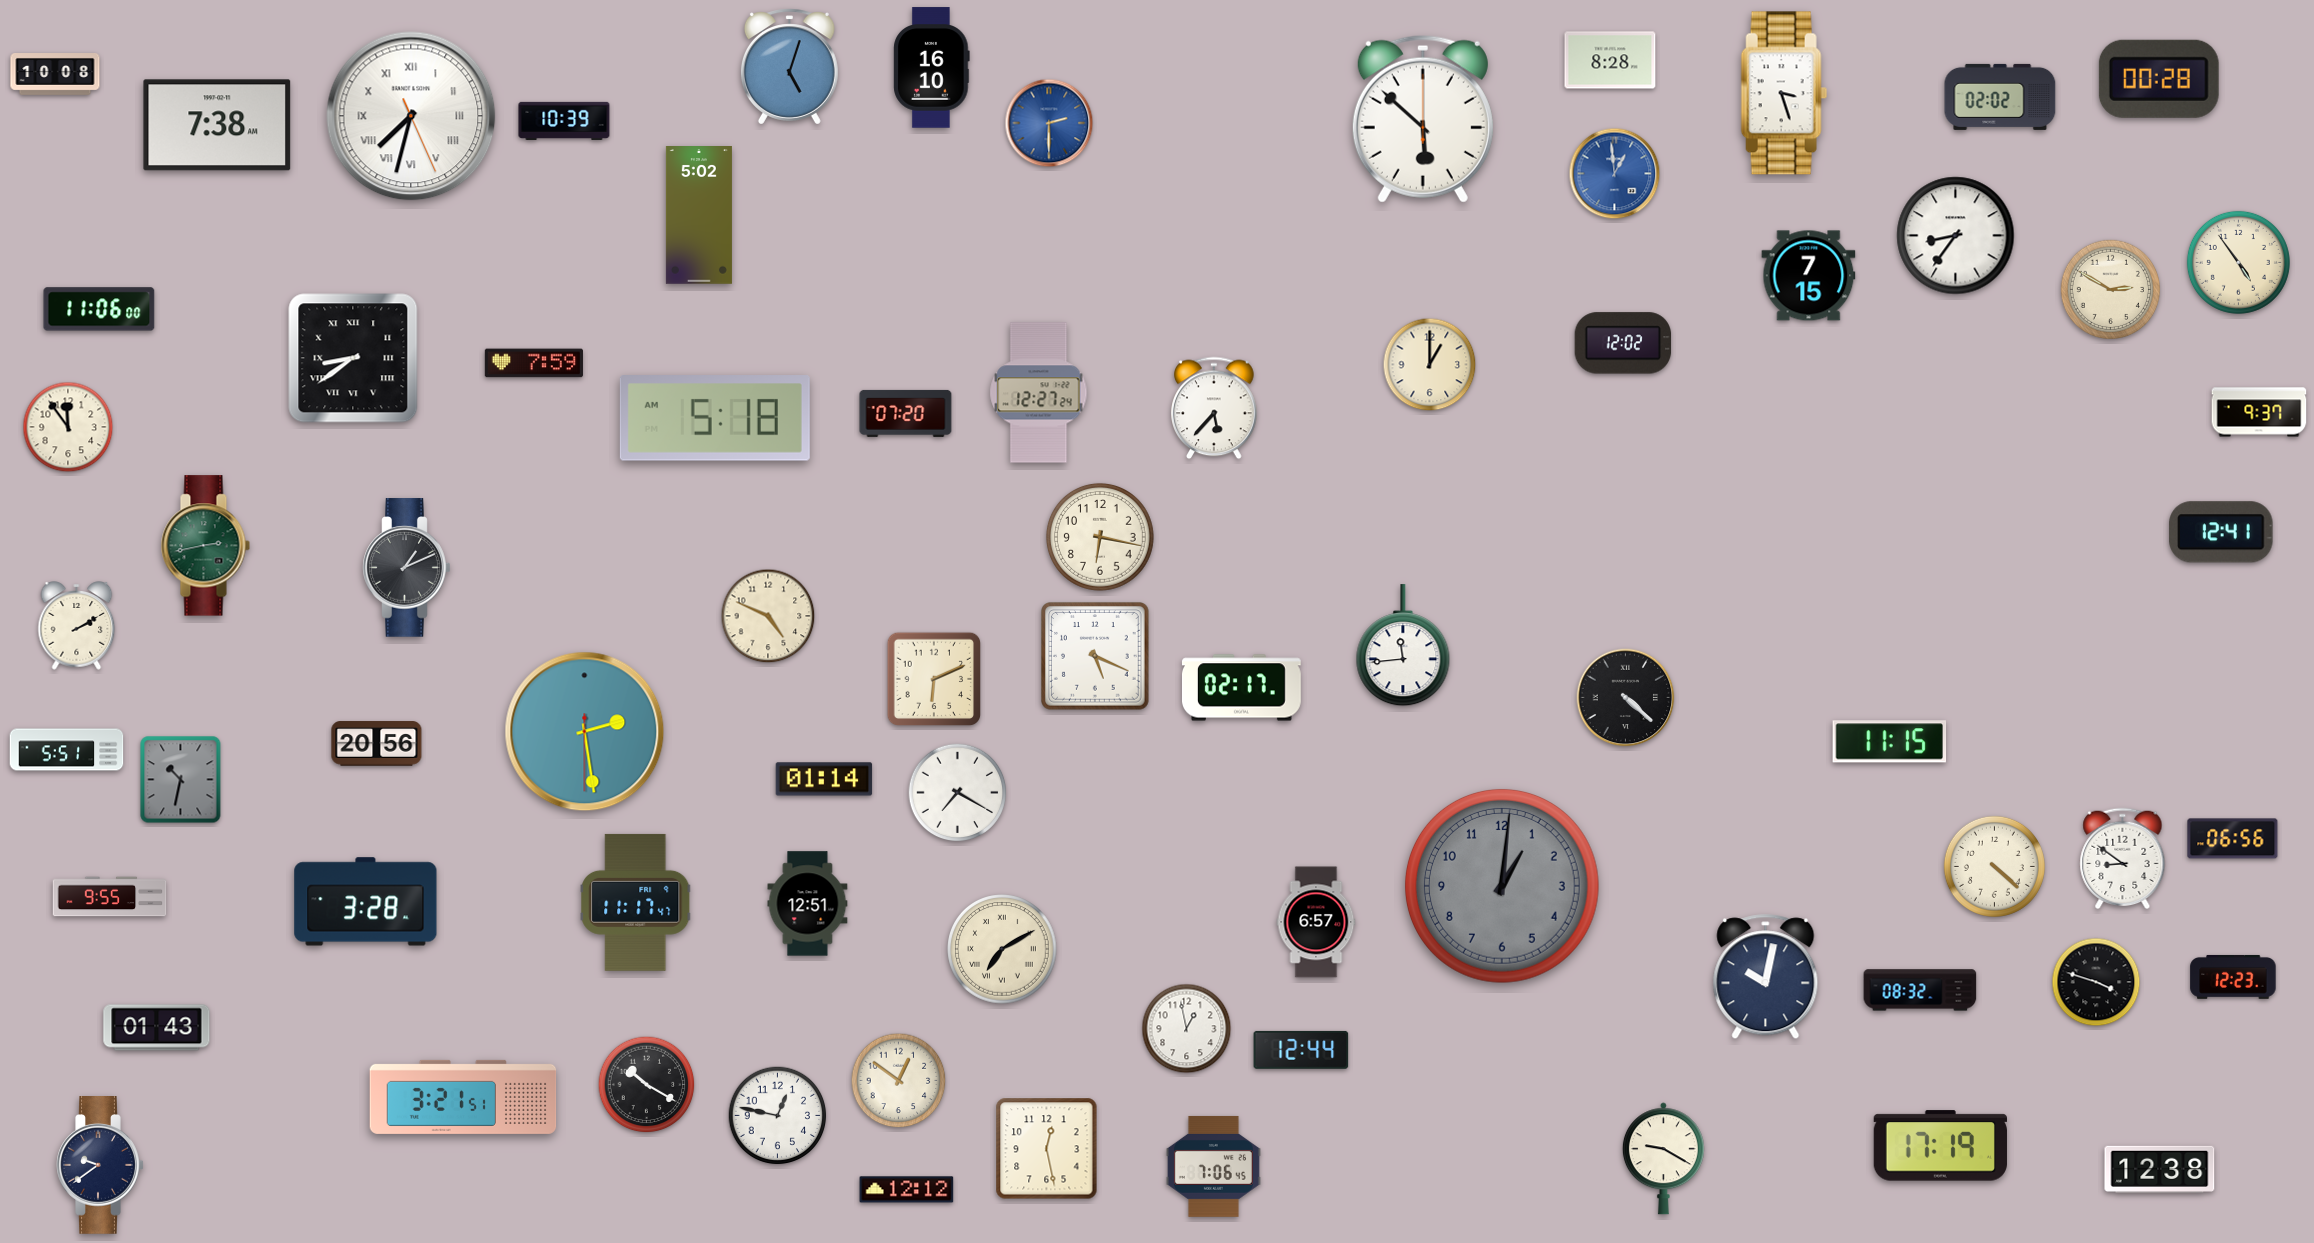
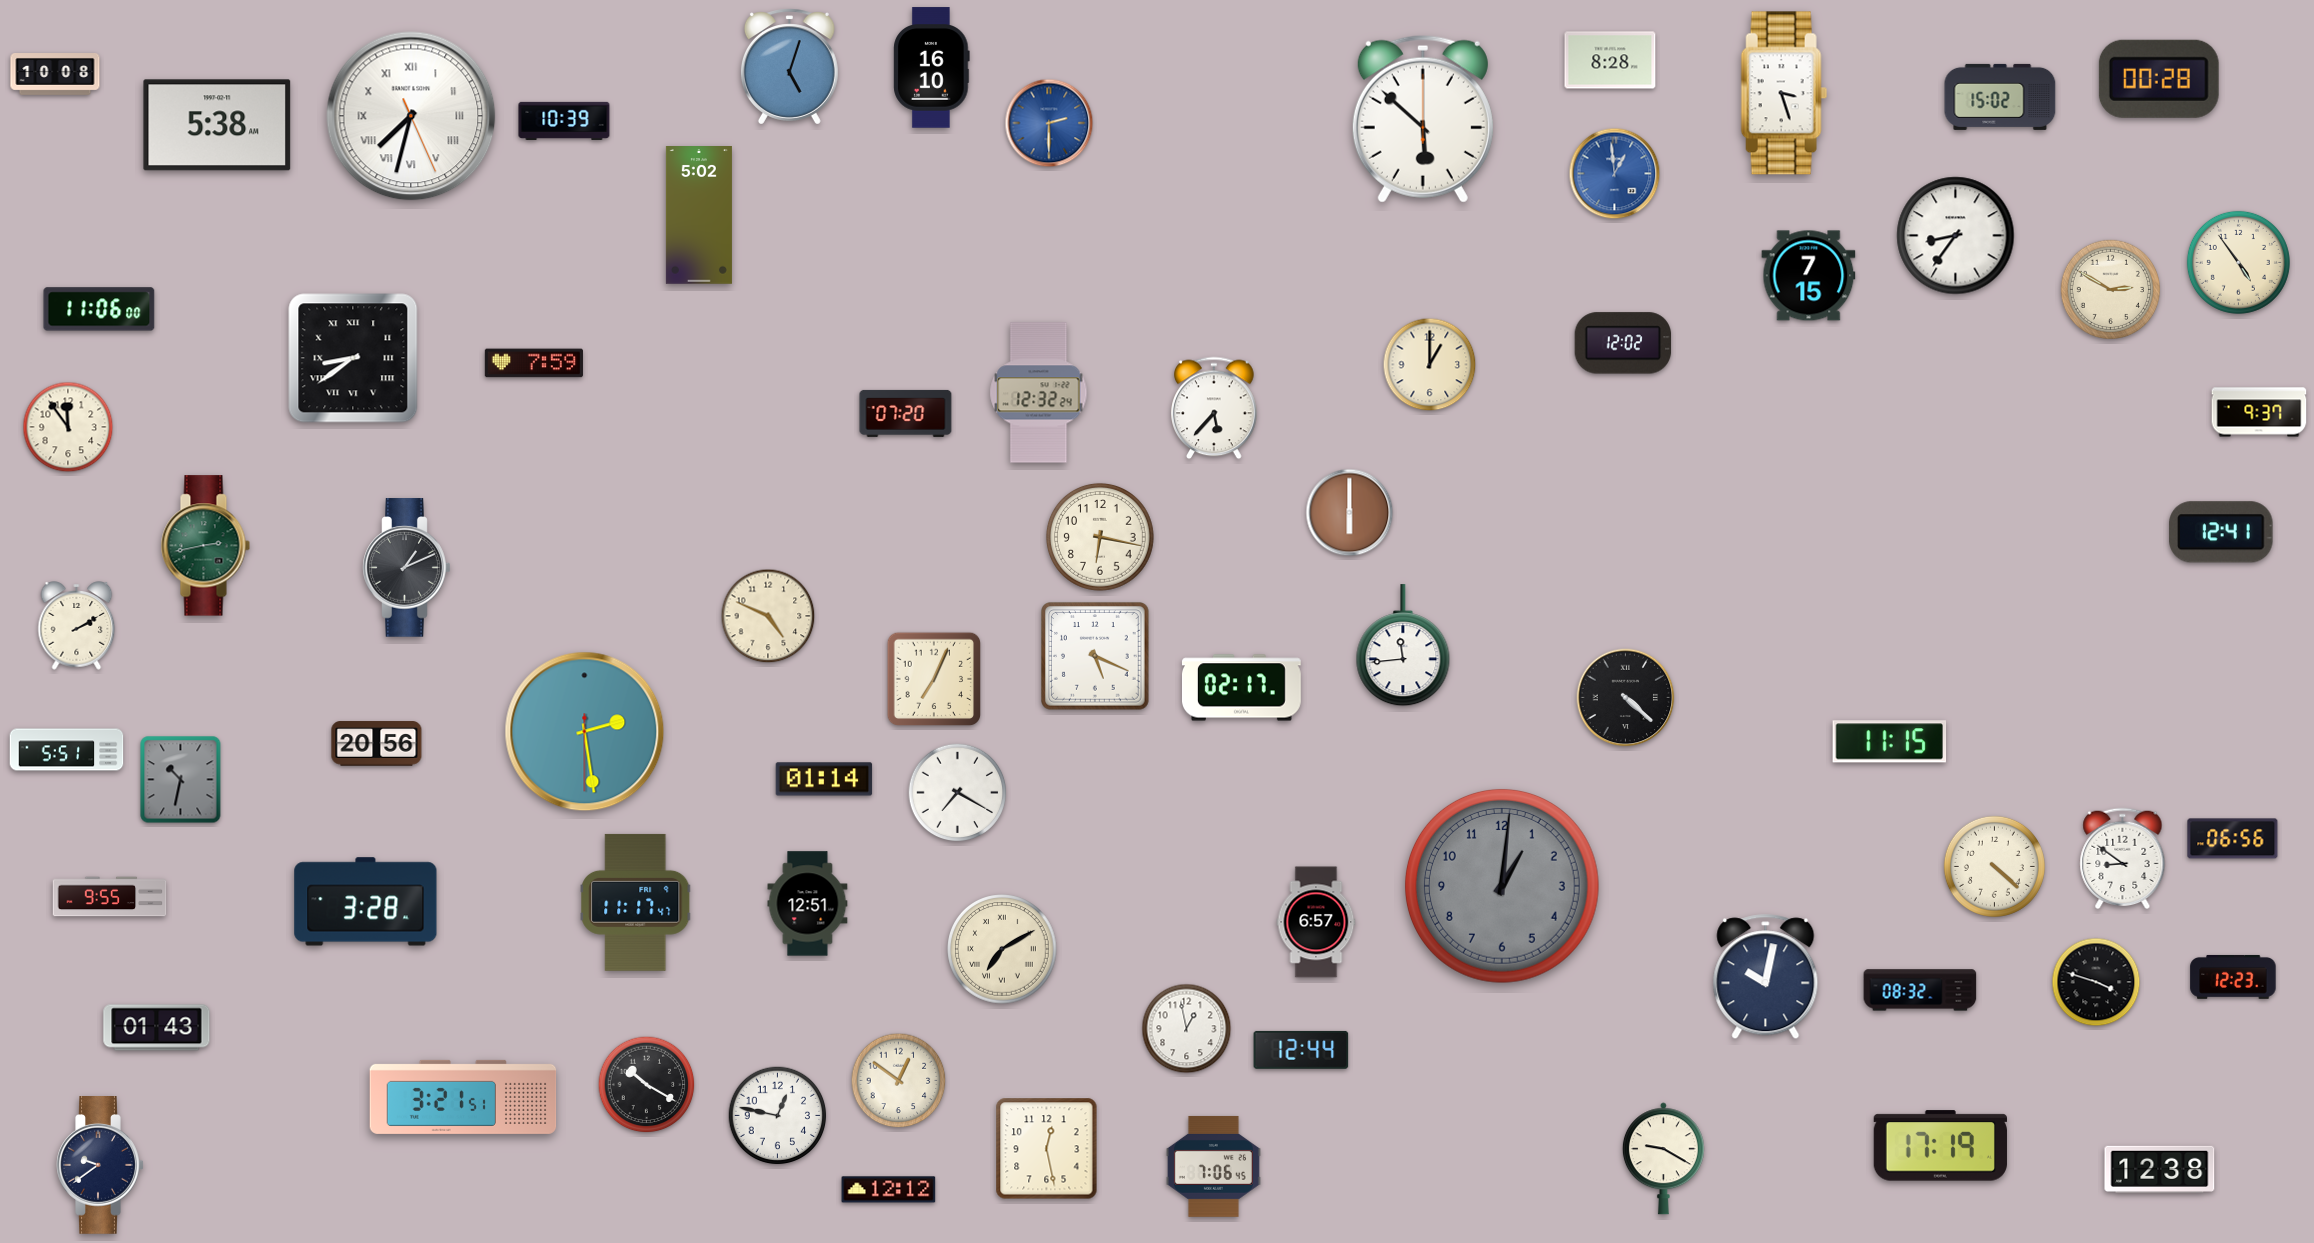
clock at (2000, 97): 02:02 -> 15:02
clock at (217, 125): 7:38 -> 5:38
clock at (1039, 393): 12:27 -> 12:32
clock at (715, 418): 5:18 -> none
clock at (1350, 513): none -> 6:00
clock at (934, 679): 6:11 -> 7:04
clock at (907, 1190) position: (907, 1190) -> (889, 1190)
